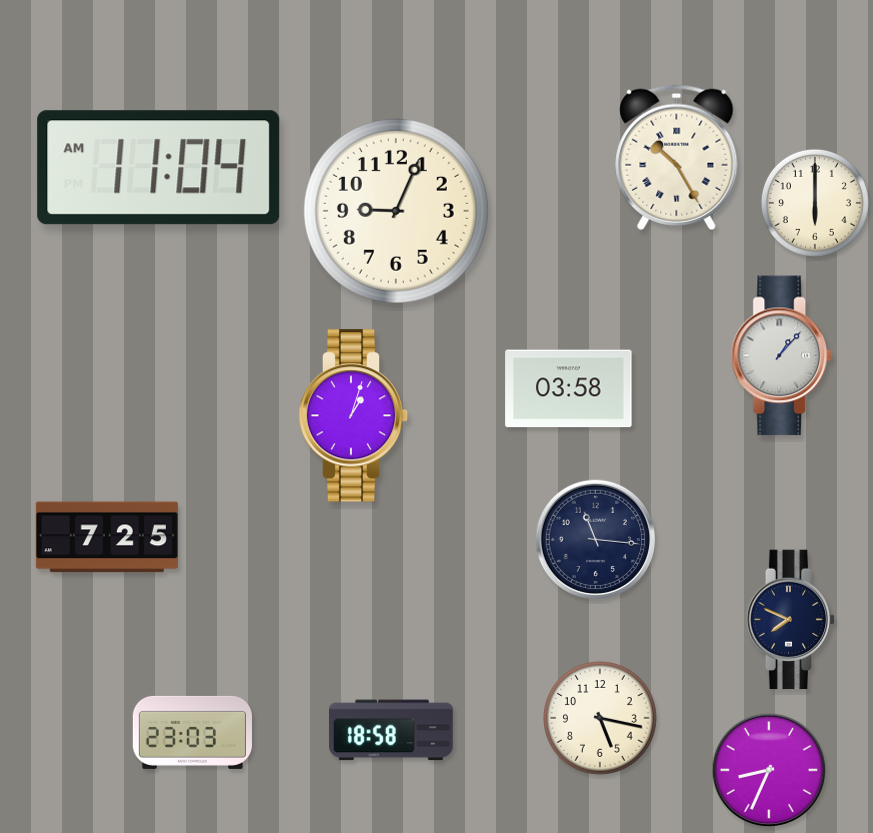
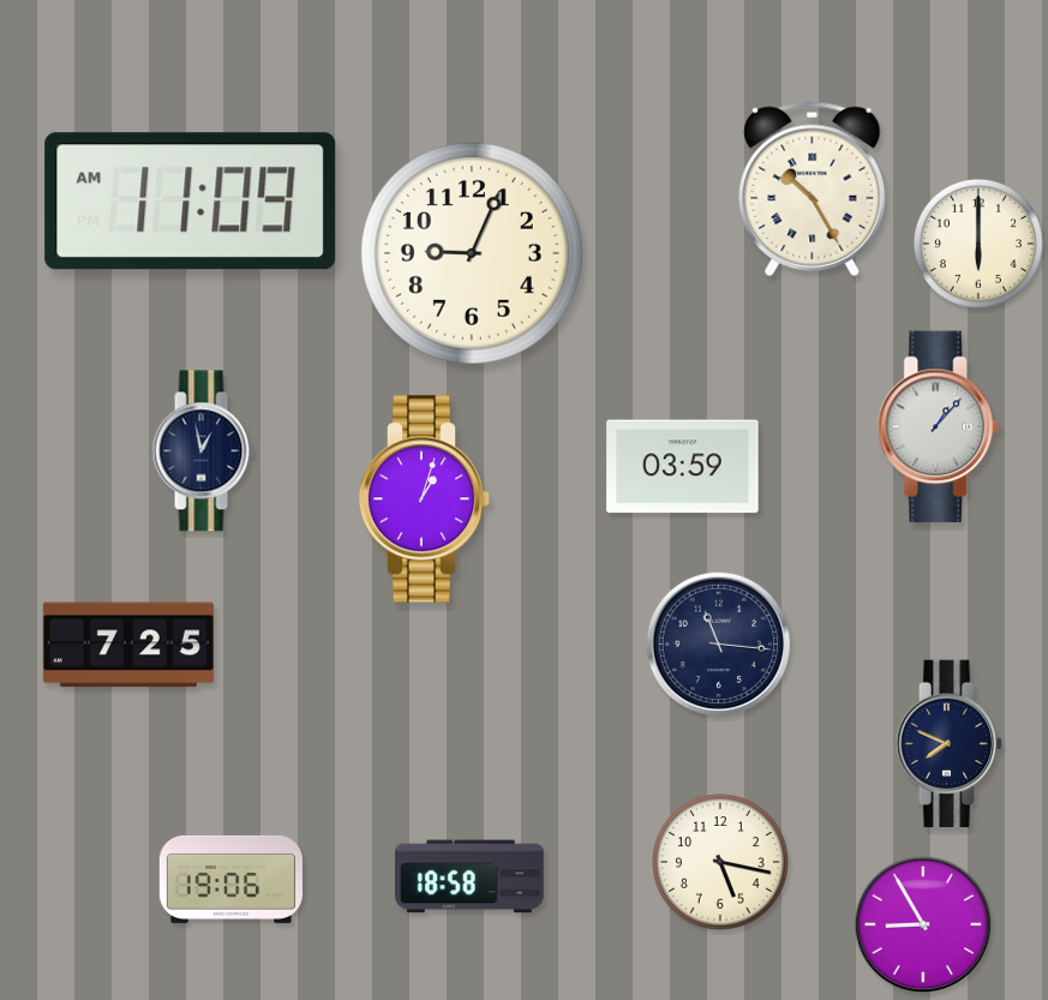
clock at (159, 168): 11:04 -> 11:09
clock at (396, 211) position: (396, 211) -> (472, 253)
clock at (203, 451): none -> 12:58
clock at (569, 389): 03:58 -> 03:59
clock at (595, 539) position: (595, 539) -> (718, 643)
clock at (192, 732): 23:03 -> 19:06
clock at (769, 770): 8:34 -> 8:55
